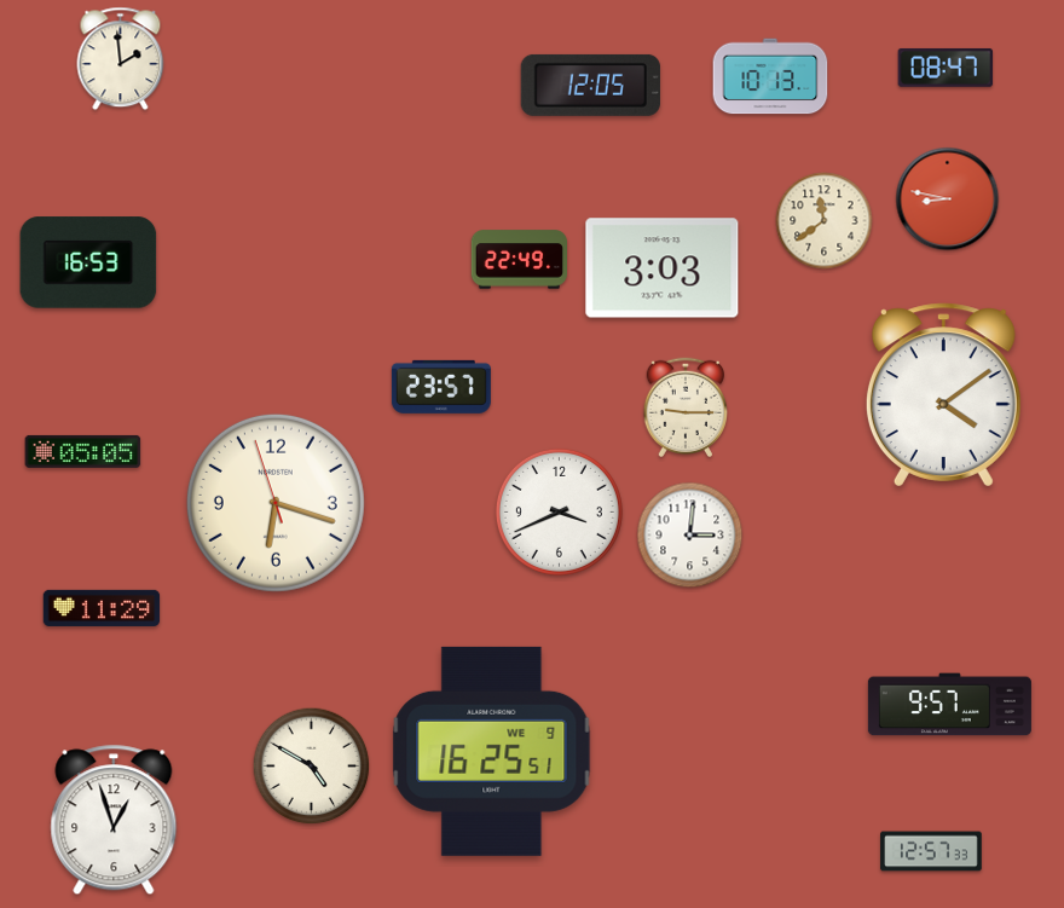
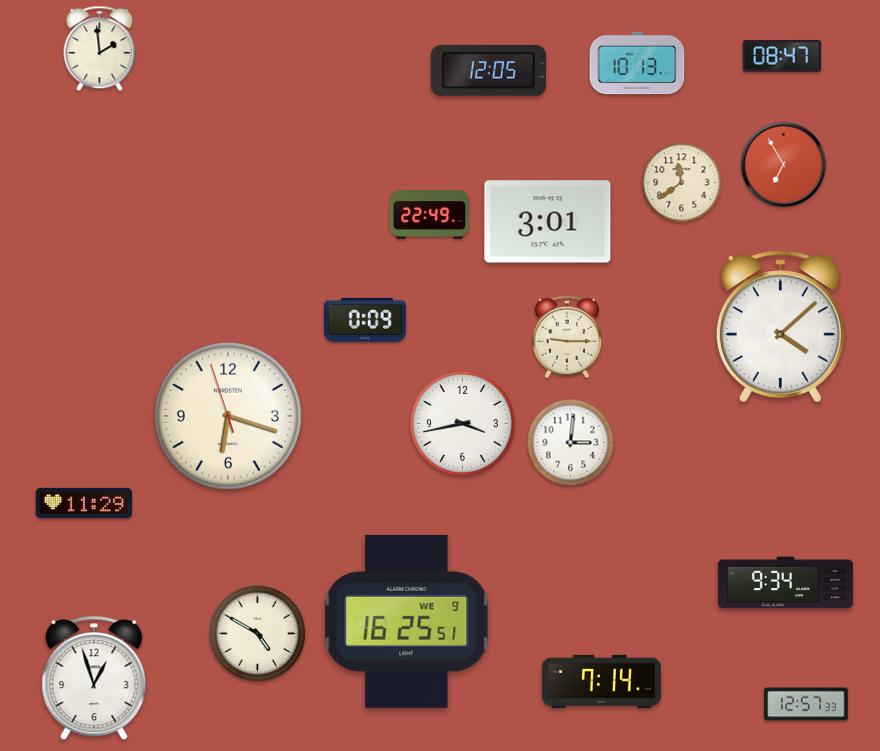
clock at (948, 199): 8:47 -> 6:55
clock at (88, 262): 16:53 -> none
clock at (663, 268): 3:03 -> 3:01
clock at (441, 387): 23:57 -> 0:09
clock at (943, 395): 4:09 -> 4:08
clock at (83, 451): 05:05 -> none
clock at (559, 511): 3:41 -> 3:43
clock at (949, 705): 9:57 -> 9:34
clock at (601, 681): none -> 7:14
clock at (931, 851) position: (931, 851) -> (806, 704)
